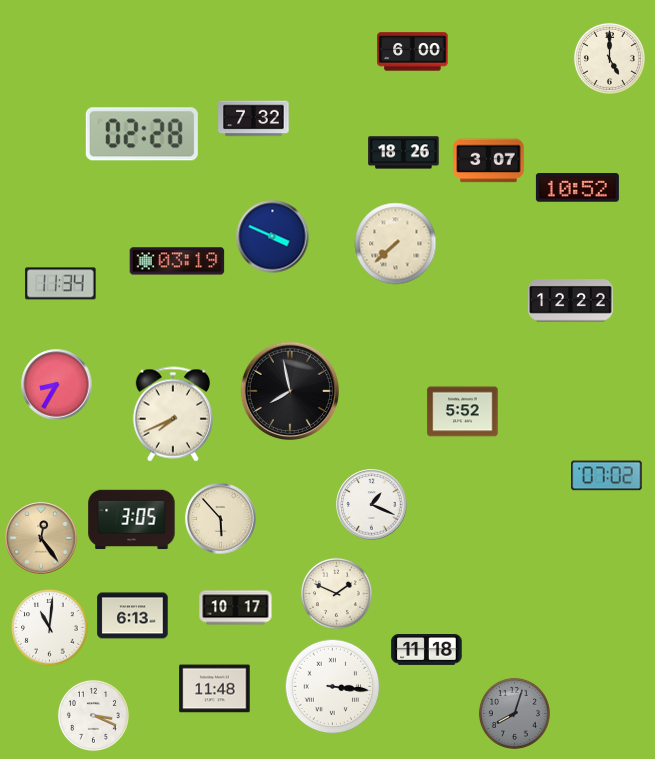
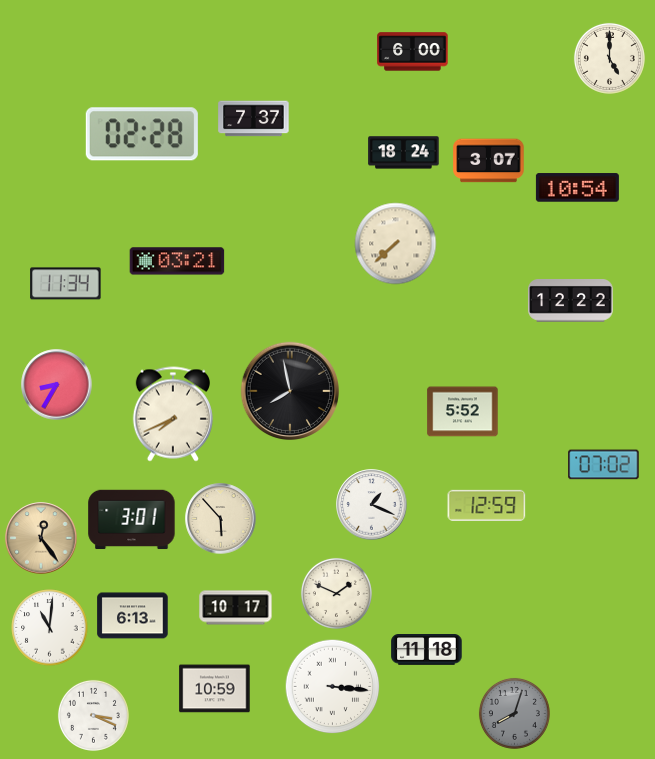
clock at (254, 119): 7:32 -> 7:37
clock at (404, 153): 18:26 -> 18:24
clock at (577, 188): 10:52 -> 10:54
clock at (273, 237): 3:49 -> none
clock at (177, 261): 03:19 -> 03:21
clock at (61, 284) position: (61, 284) -> (66, 284)
clock at (607, 476) position: (607, 476) -> (604, 465)
clock at (487, 505): none -> 12:59
clock at (132, 520): 3:05 -> 3:01
clock at (215, 689): 11:48 -> 10:59
